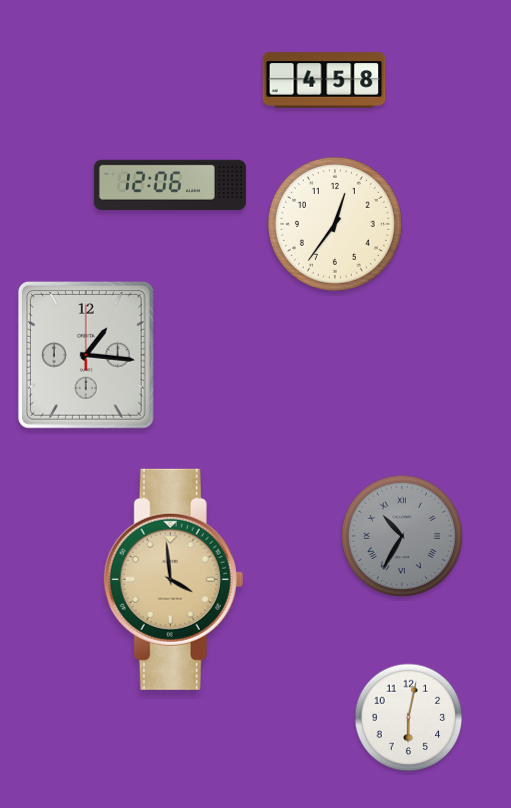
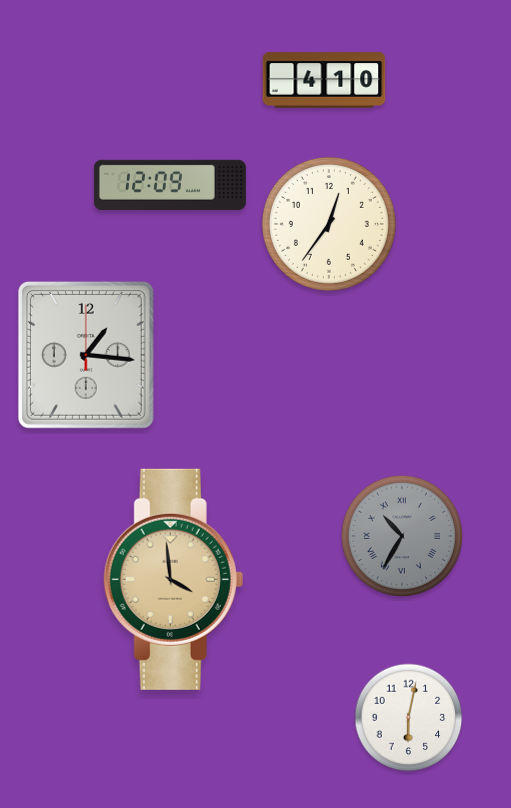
clock at (324, 80): 4:58 -> 4:10
clock at (170, 184): 12:06 -> 12:09
clock at (335, 224) position: (335, 224) -> (329, 224)
